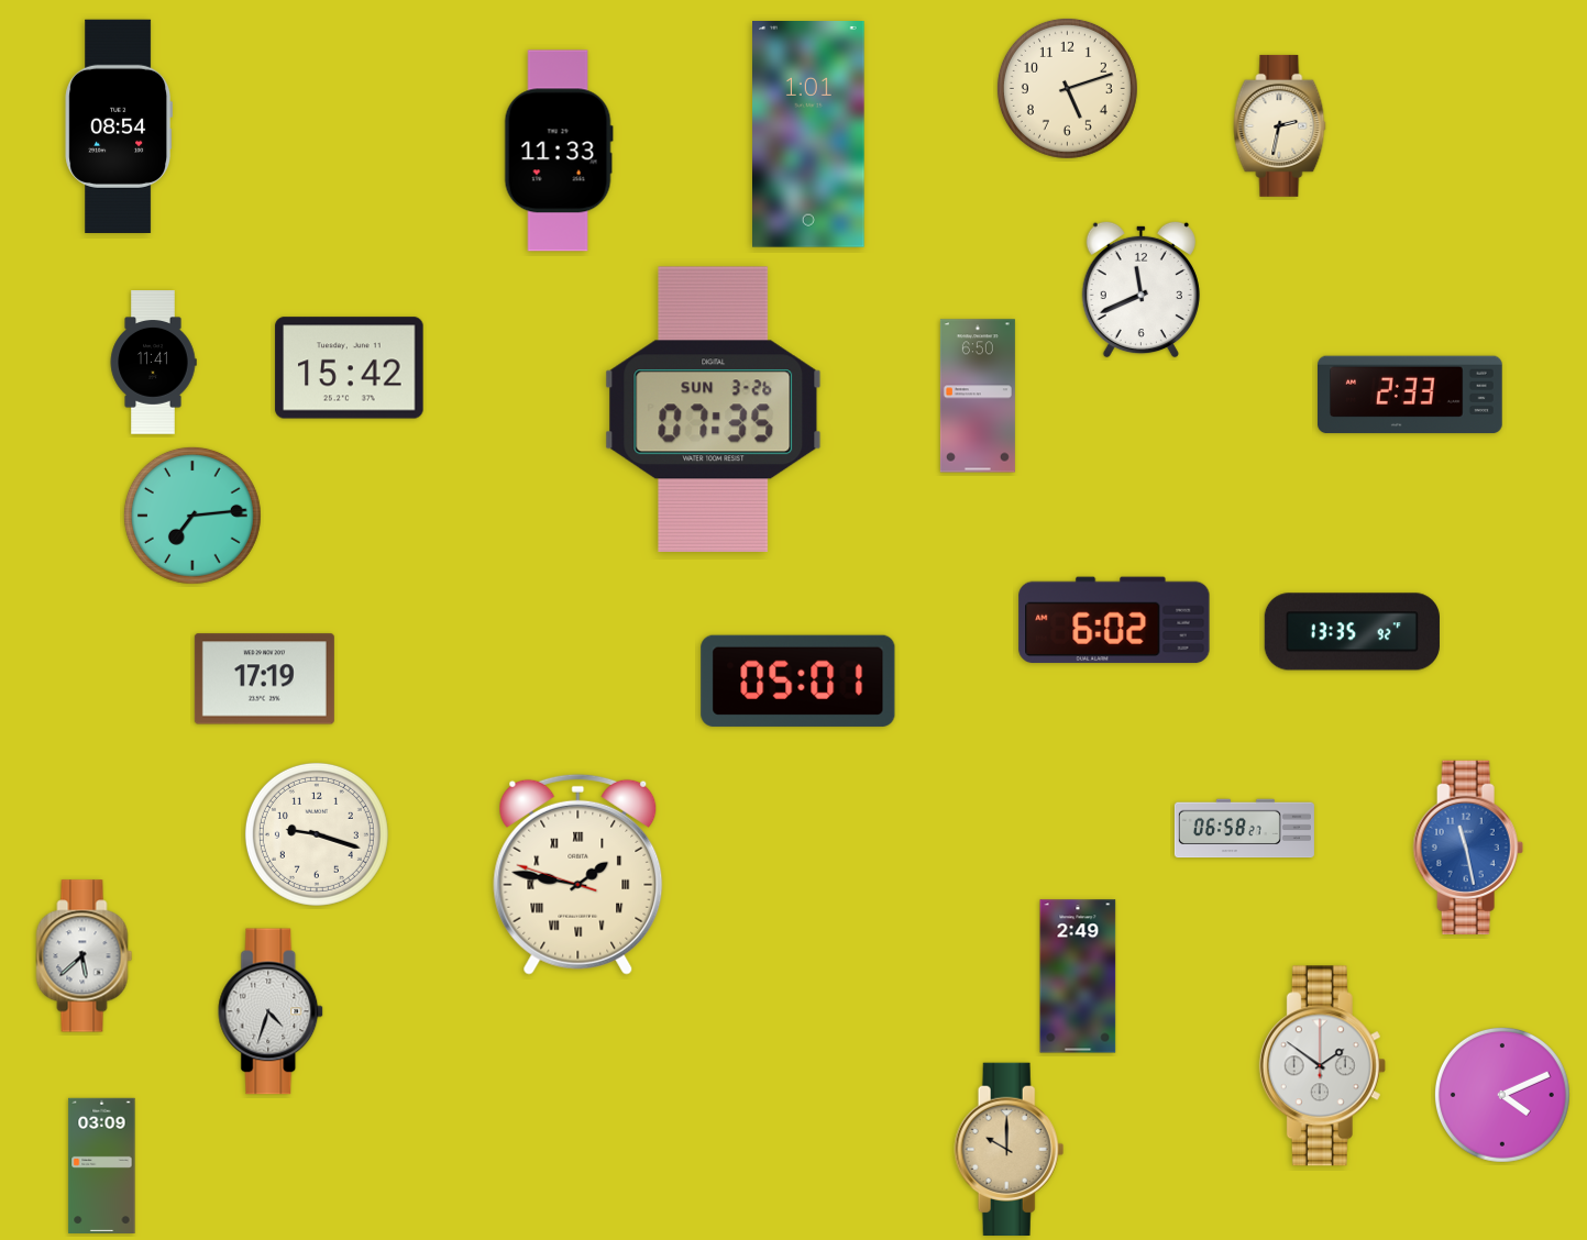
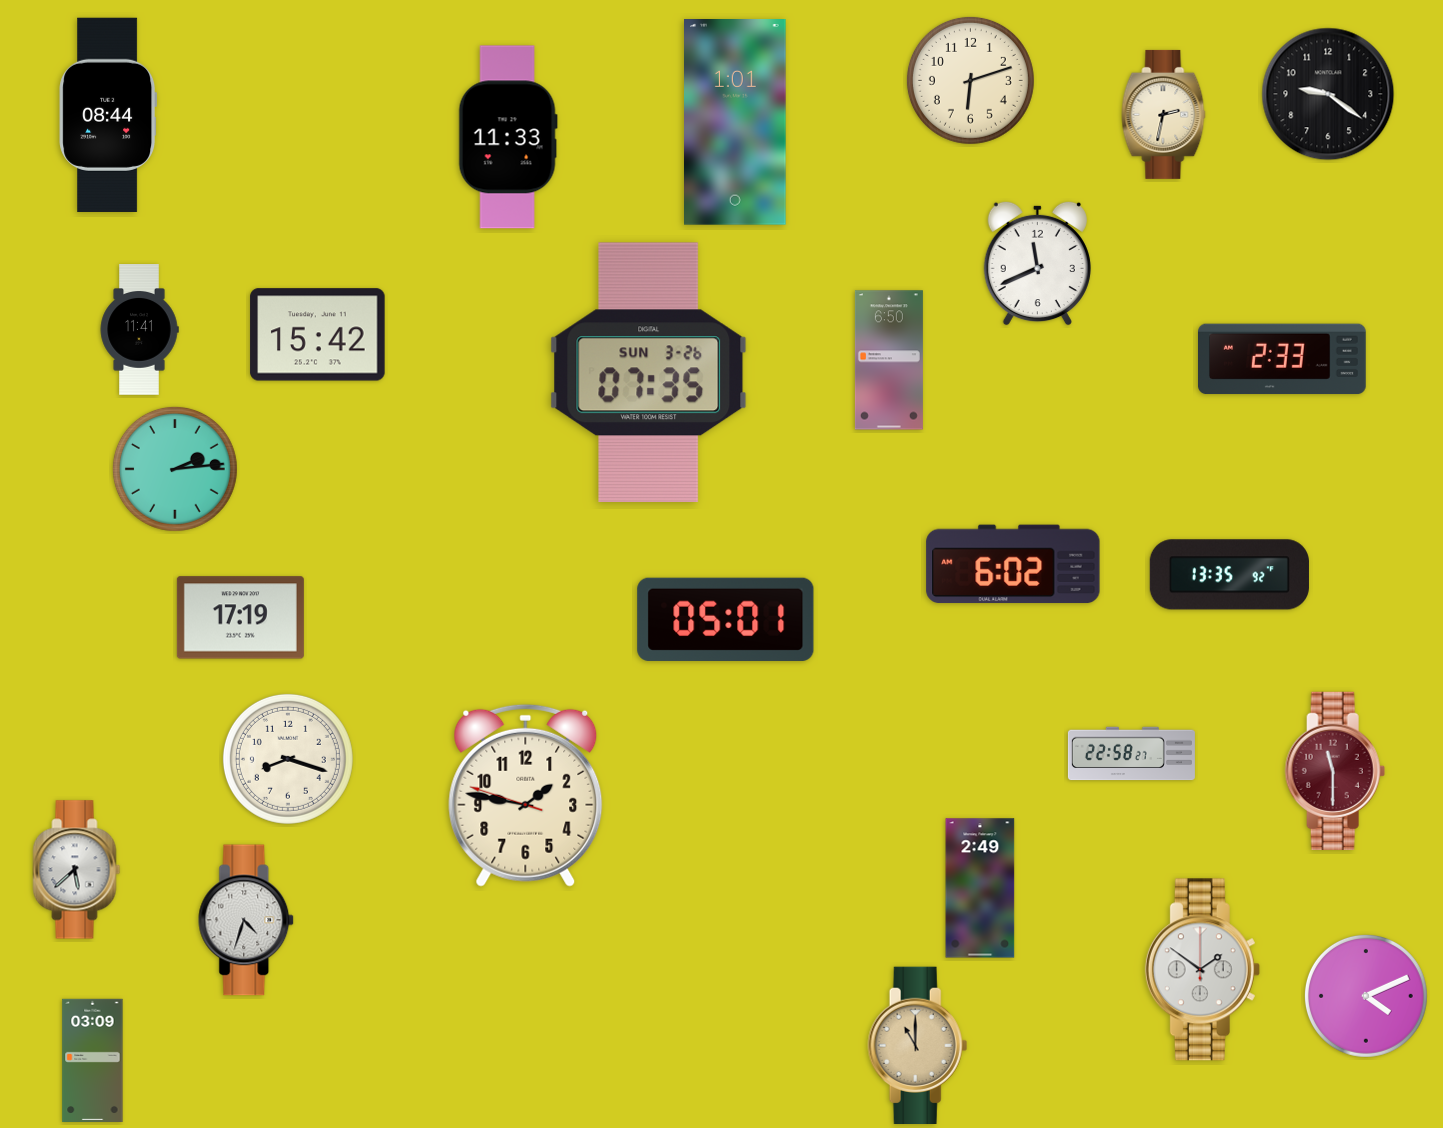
clock at (1067, 88): 5:12 -> 6:12
clock at (1328, 94): none -> 9:21
clock at (119, 126): 08:54 -> 08:44
clock at (192, 516): 7:14 -> 2:14
clock at (1244, 829): 06:58 -> 22:58
clock at (317, 834): 9:18 -> 8:18
clock at (1468, 848): 11:28 -> 11:30
clock at (1468, 848) dial: blue -> burgundy
clock at (578, 874) numerals: Roman -> Arabic
clock at (1010, 1149): 10:00 -> 11:00
